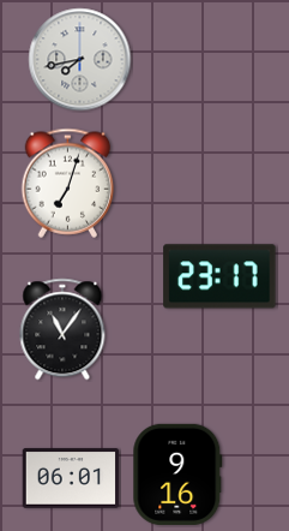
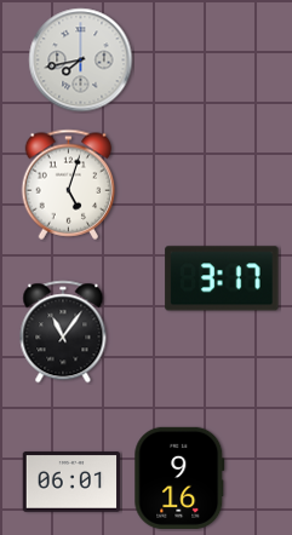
clock at (68, 183): 7:03 -> 5:03
clock at (219, 276): 23:17 -> 3:17
